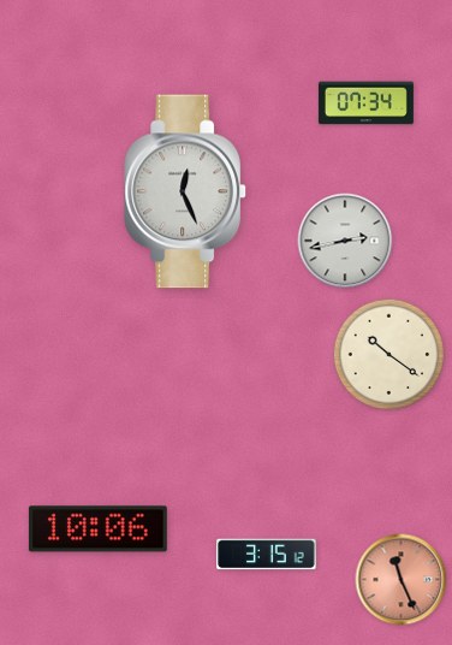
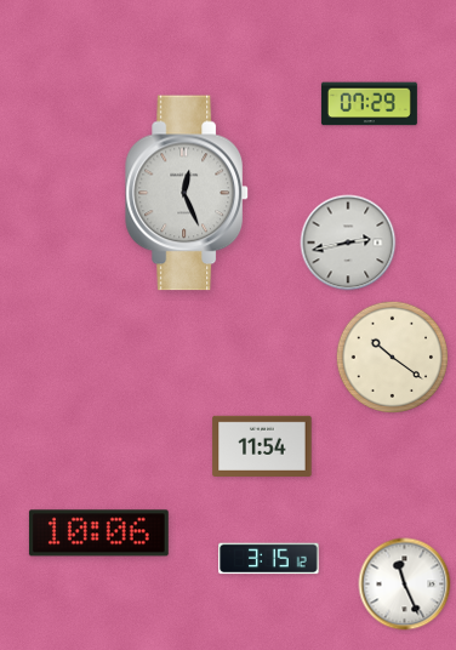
clock at (365, 103): 07:34 -> 07:29
clock at (262, 446): none -> 11:54
clock at (402, 580) dial: salmon -> white
